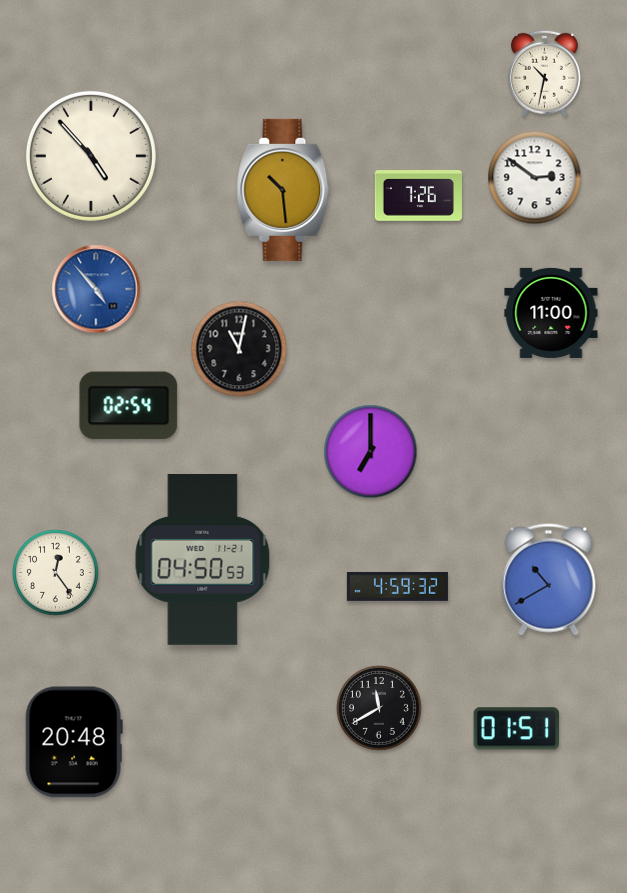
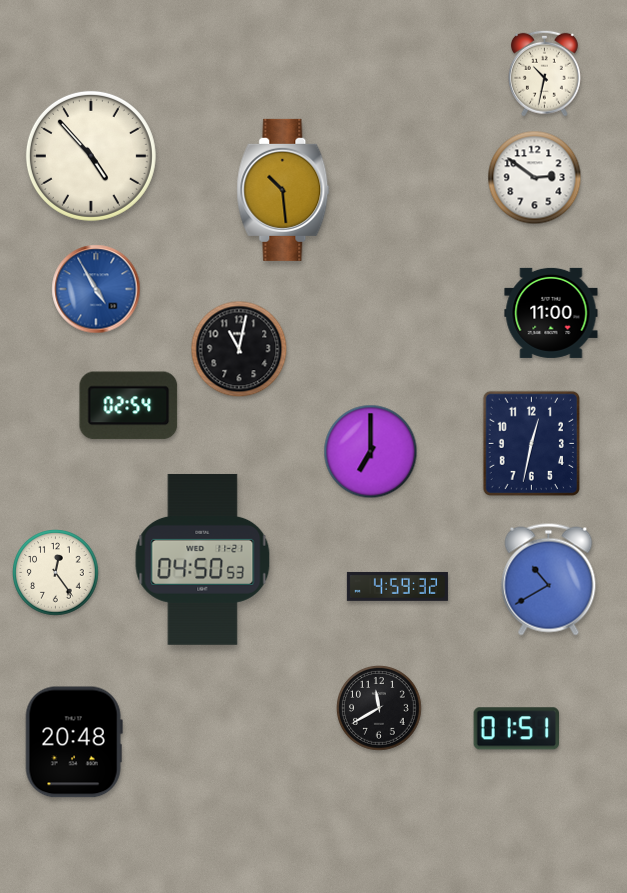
clock at (418, 196): 7:26 -> none
clock at (96, 289): 4:53 -> 4:55
clock at (531, 443): none -> 12:32
